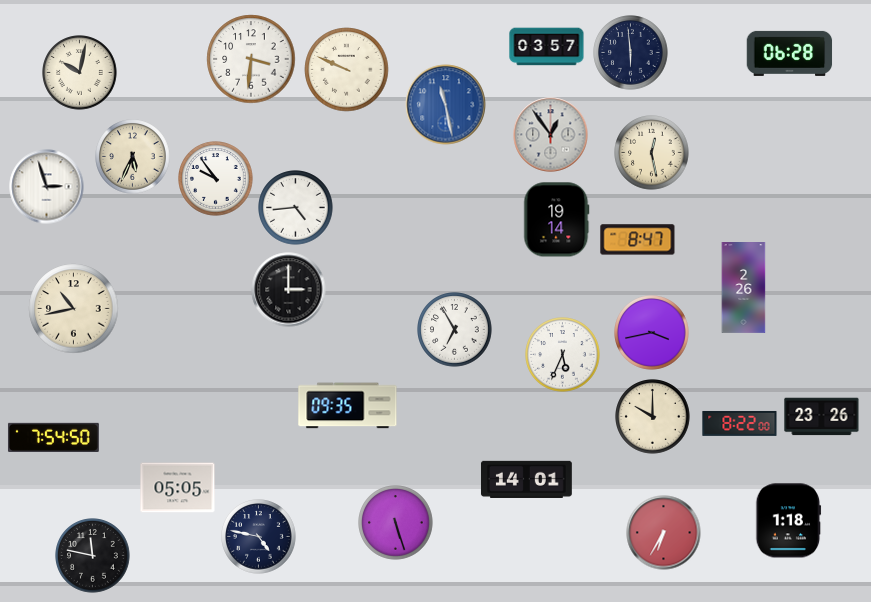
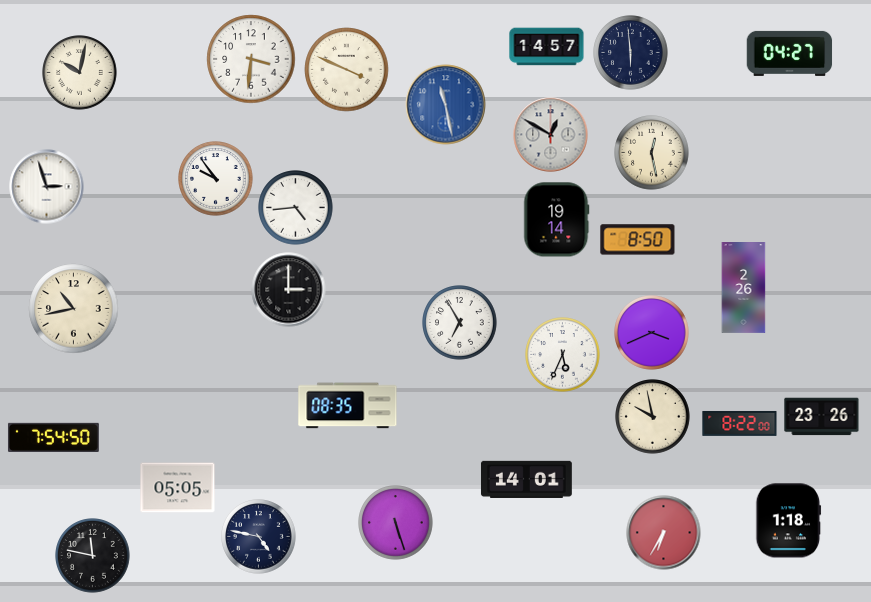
clock at (547, 47): 03:57 -> 14:57
clock at (790, 53): 06:28 -> 04:27
clock at (347, 70): 9:49 -> 3:49
clock at (551, 135): 12:54 -> 12:50
clock at (133, 157): 5:34 -> none
clock at (638, 240): 8:47 -> 8:50
clock at (455, 330) position: (455, 330) -> (460, 323)
clock at (652, 333): 3:43 -> 3:41
clock at (348, 406): 09:35 -> 08:35
clock at (653, 417): 10:00 -> 9:58
